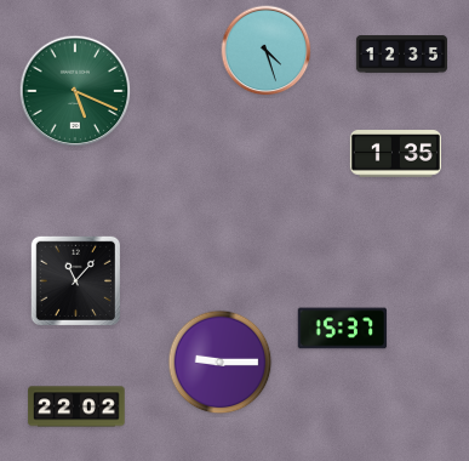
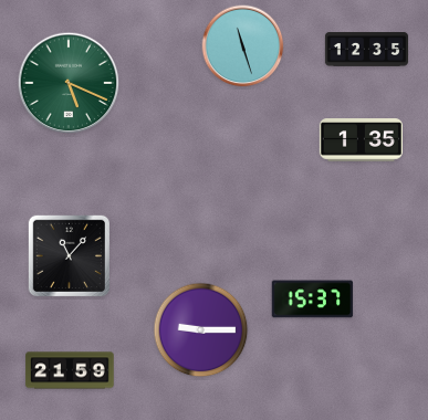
clock at (267, 51): 4:27 -> 11:27
clock at (76, 406): 22:02 -> 21:59
